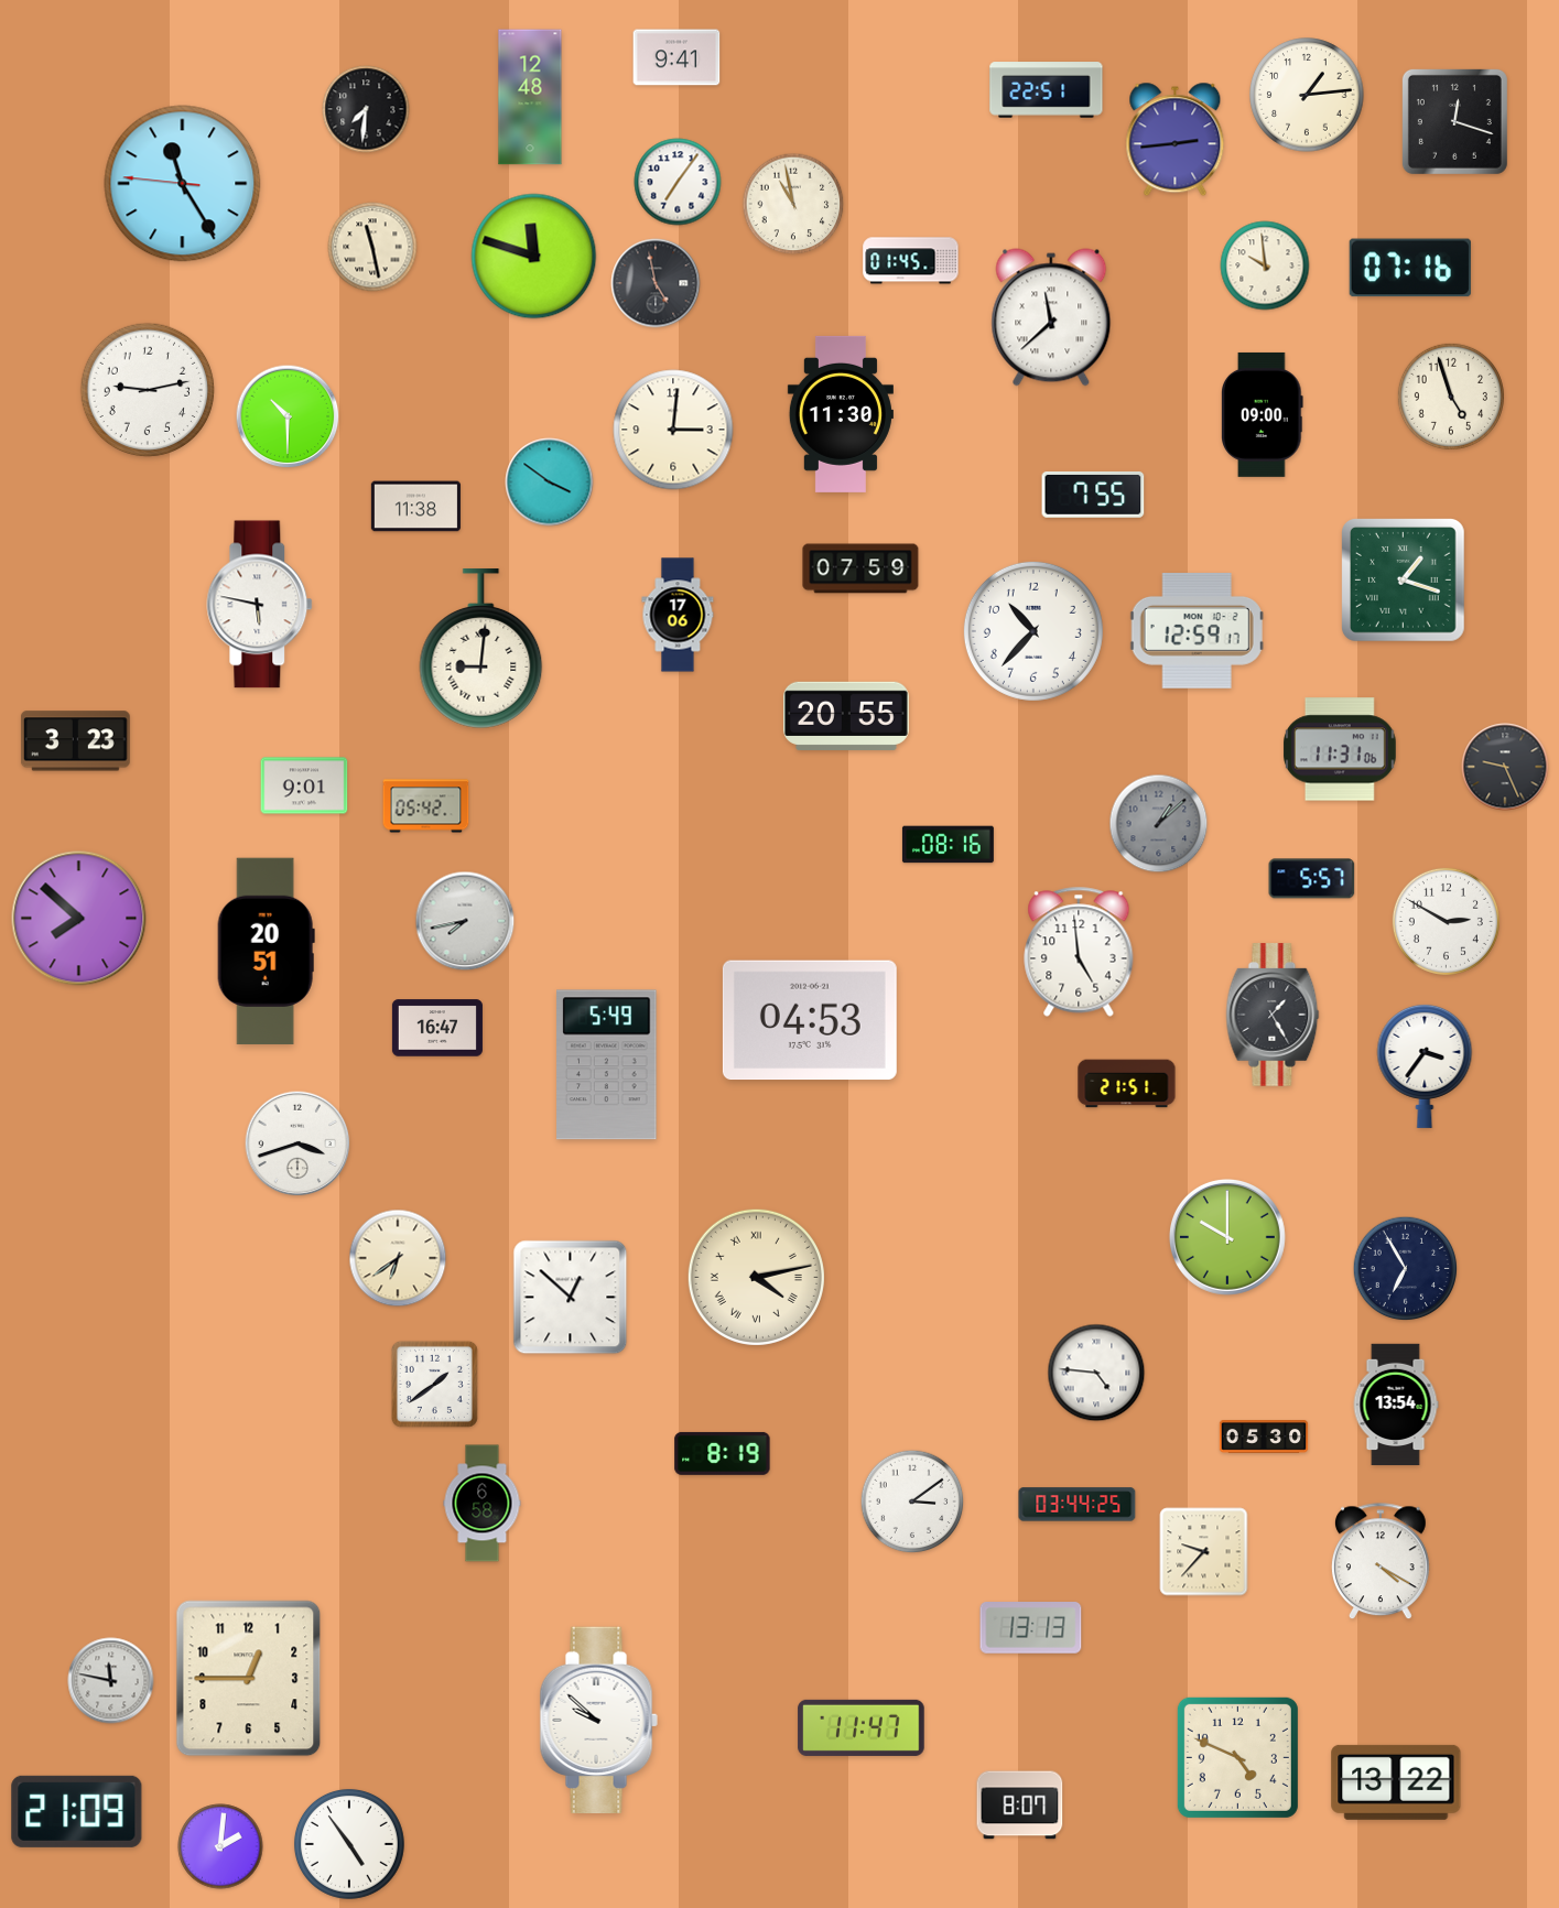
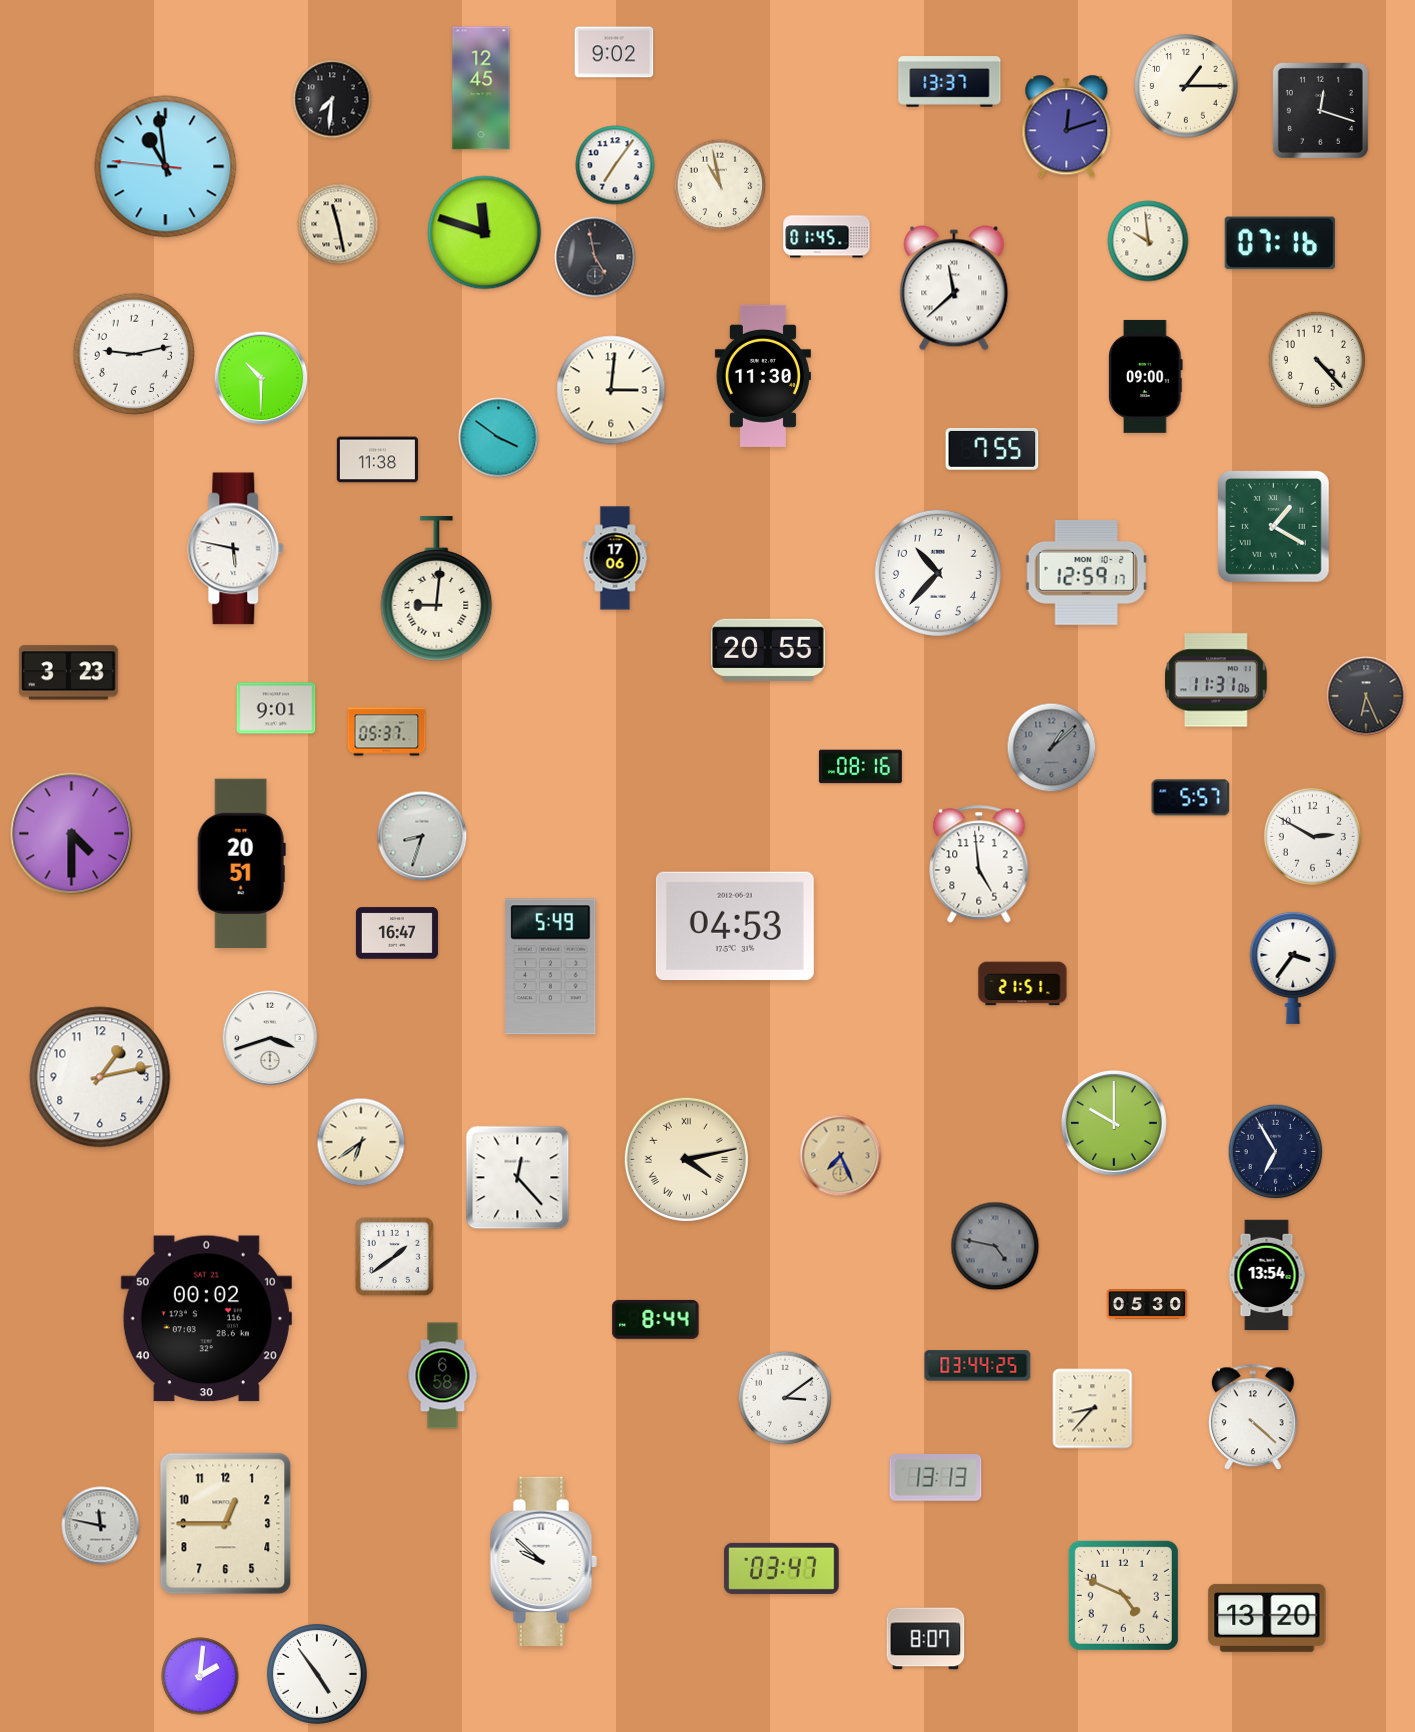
clock at (676, 57): 9:41 -> 9:02
clock at (1047, 90): 22:51 -> 13:37
clock at (1307, 95): 1:14 -> 1:15
clock at (530, 97): 12:48 -> 12:45
clock at (1176, 140): 2:44 -> 12:12
clock at (183, 184): 11:24 -> 10:58
clock at (1451, 397): 4:57 -> 4:23
clock at (860, 568): 07:59 -> none
clock at (1404, 581): 1:18 -> 1:20
clock at (1505, 767): 9:26 -> 6:26
clock at (304, 785) position: (304, 785) -> (276, 708)
clock at (426, 806): 05:42 -> 05:37
clock at (79, 919): 7:52 -> 4:30
clock at (465, 921): 7:43 -> 8:33
clock at (1273, 1015): 1:25 -> none
clock at (100, 1077): none -> 1:13
clock at (841, 1156): none -> 7:26
clock at (571, 1298): 12:52 -> 12:23
clock at (1096, 1373): 4:46 -> 4:47
clock at (1096, 1373) dial: white -> grey
clock at (206, 1319): none -> 00:02
clock at (723, 1453): 8:19 -> 8:44
clock at (912, 1502) position: (912, 1502) -> (785, 1398)
clock at (483, 1504) position: (483, 1504) -> (443, 1376)
clock at (1204, 1552): 9:37 -> 8:37
clock at (1381, 1562): 4:20 -> 4:22
clock at (862, 1727): 11:47 -> 03:47
clock at (1396, 1782): 13:22 -> 13:20
clock at (77, 1811): 21:09 -> none
